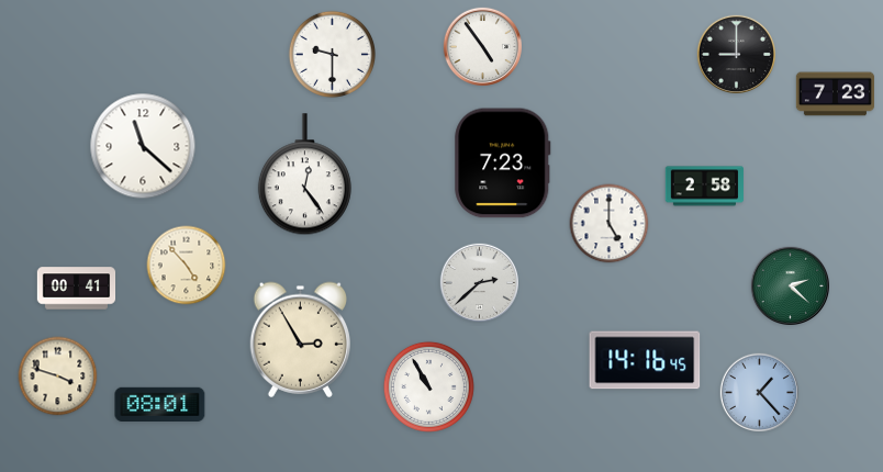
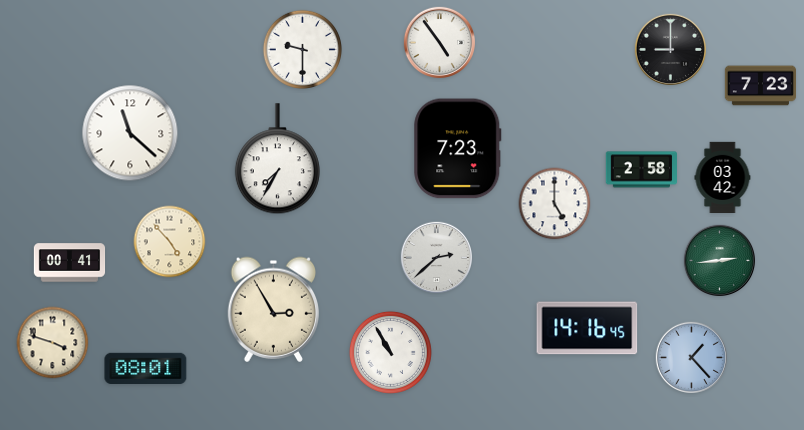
clock at (304, 175): 12:24 -> 7:35
clock at (723, 177): none -> 03:42
clock at (791, 286): 2:22 -> 2:44
